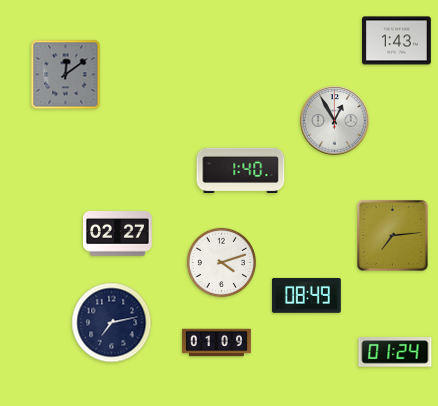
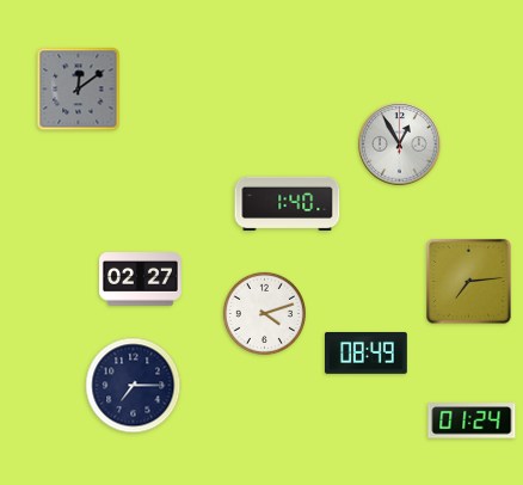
clock at (397, 41): 1:43 -> none
clock at (112, 323): 7:13 -> 7:15
clock at (217, 343): 01:09 -> none
